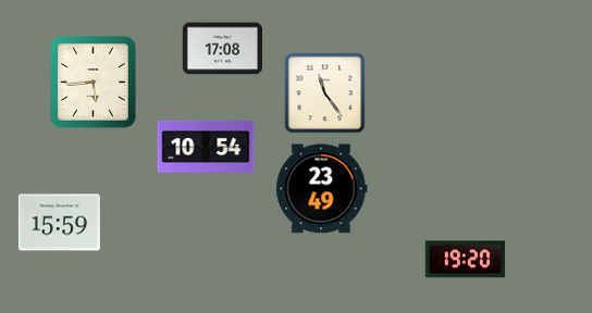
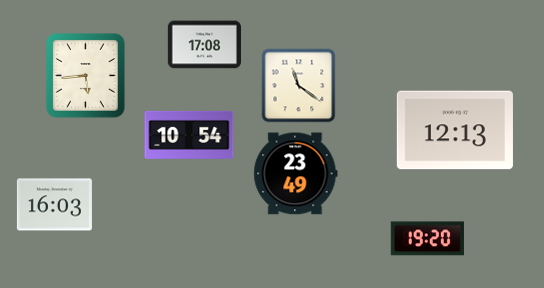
clock at (325, 93): 11:24 -> 11:21
clock at (455, 130): none -> 12:13
clock at (59, 223): 15:59 -> 16:03
